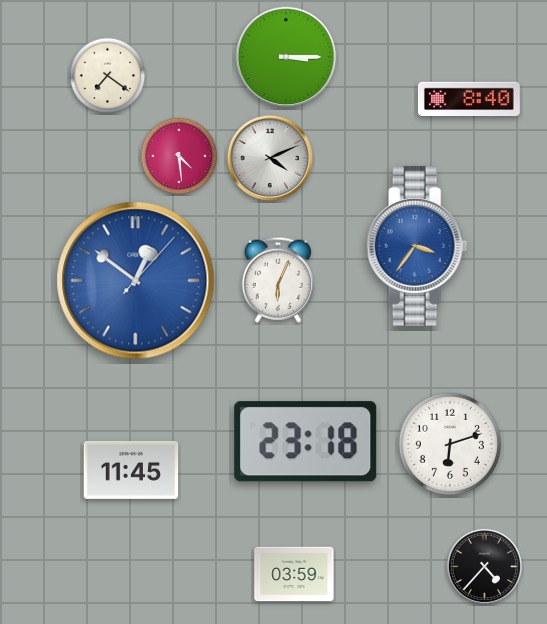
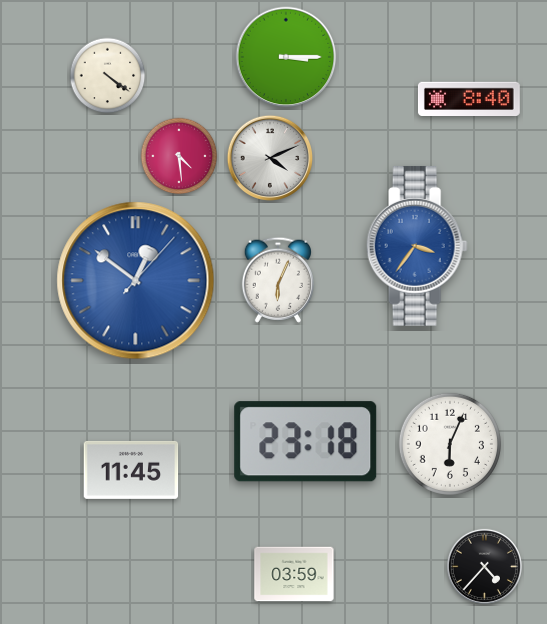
clock at (108, 76): 7:21 -> 4:21
clock at (450, 444): 6:12 -> 6:04
